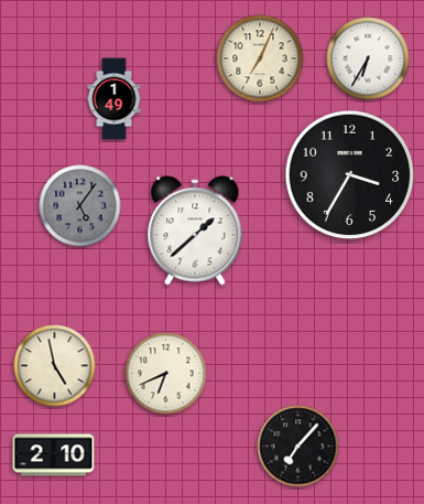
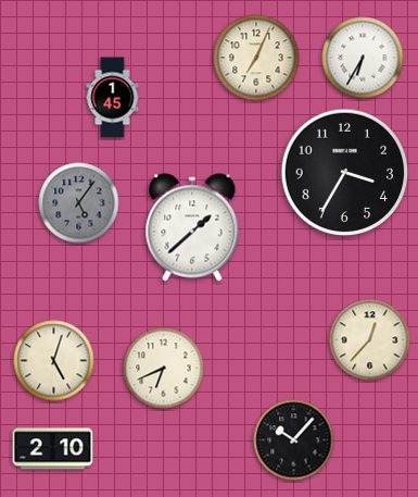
clock at (115, 99): 1:49 -> 1:45
clock at (370, 340): none -> 12:37
clock at (55, 366): 4:58 -> 5:03
clock at (298, 447): 7:07 -> 10:07
